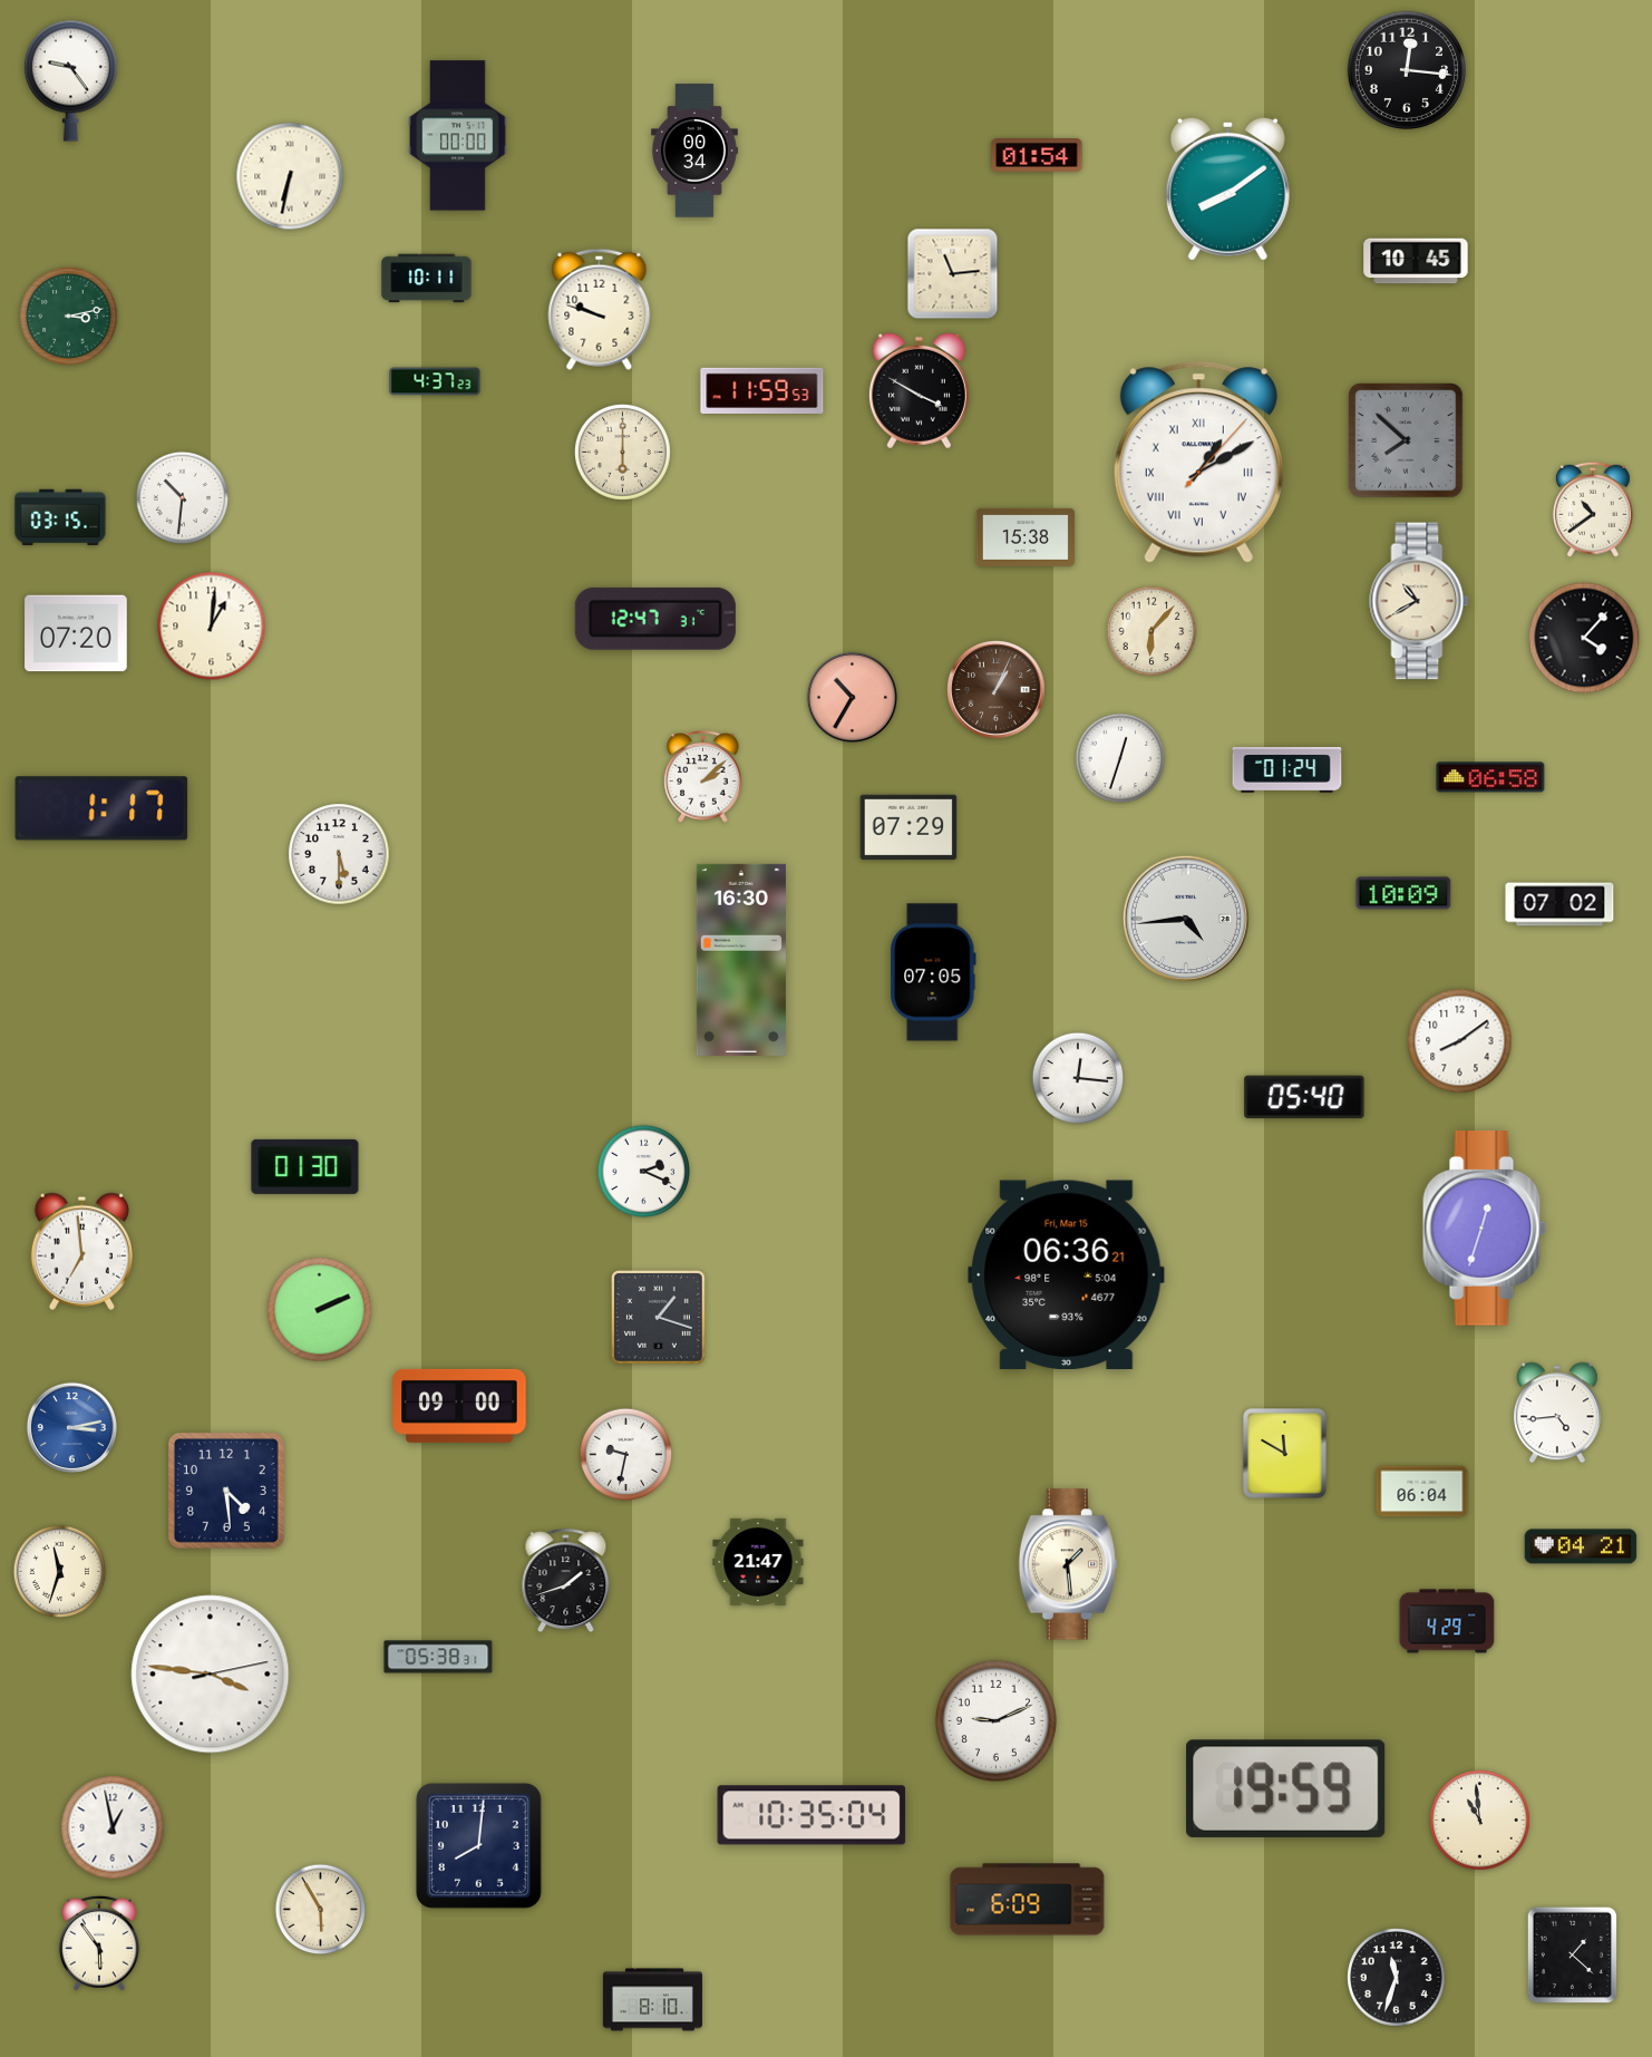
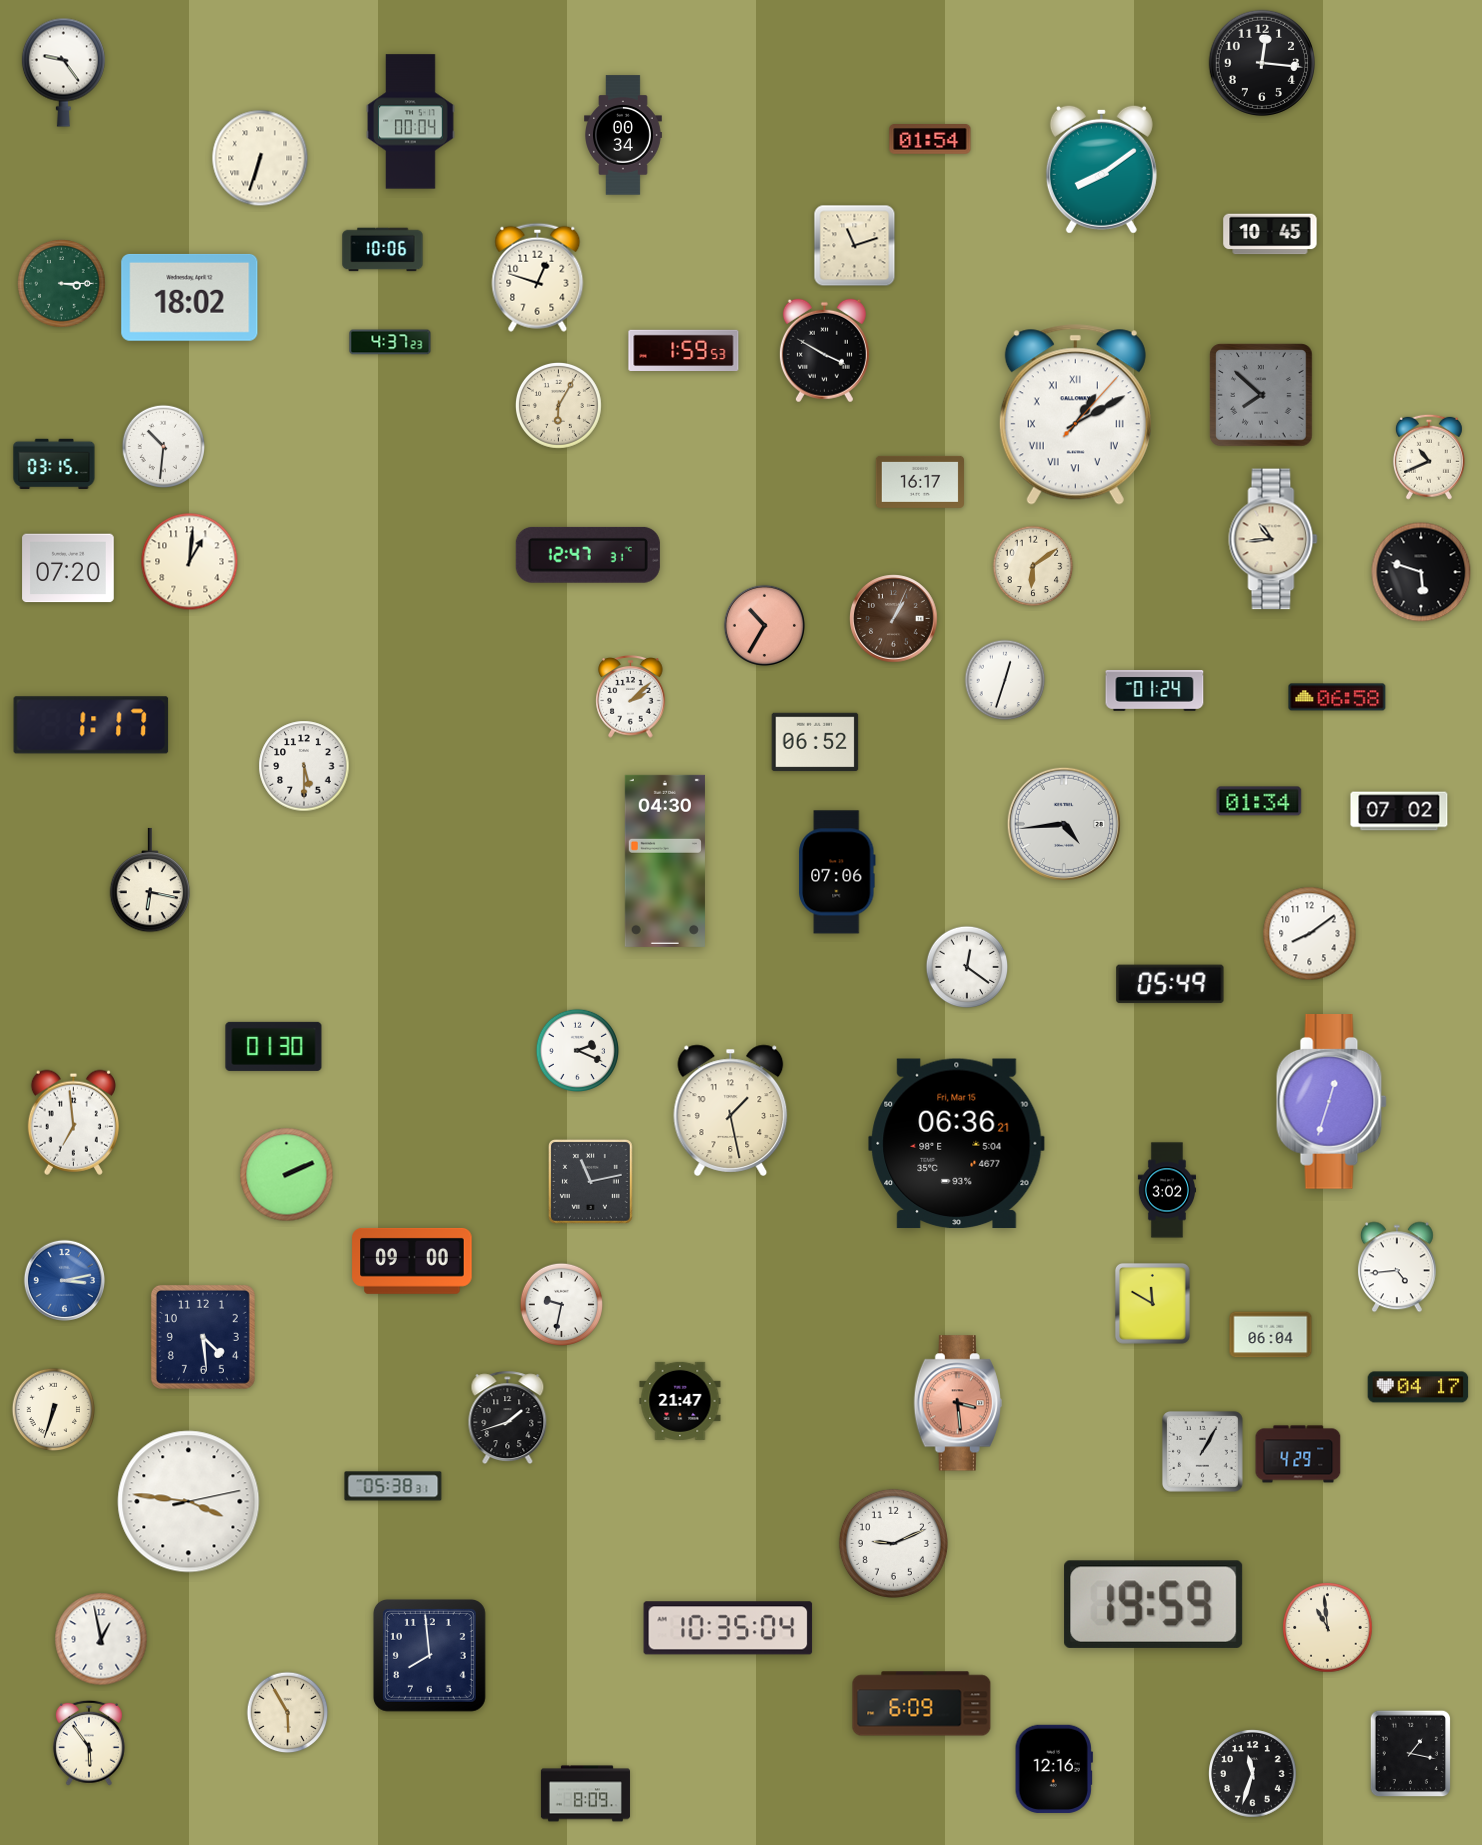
clock at (458, 136): 00:00 -> 00:04
clock at (290, 176): 6:32 -> 6:33
clock at (953, 274): 11:14 -> 11:12
clock at (427, 279): 10:11 -> 10:06
clock at (600, 309): 9:48 -> 12:48
clock at (69, 317): 3:13 -> 3:15
clock at (190, 297): none -> 18:02
clock at (762, 390): 11:59 -> 1:59
clock at (622, 452): 6:00 -> 6:05
clock at (1593, 510): 10:39 -> 10:41
clock at (1024, 537): 15:38 -> 16:17
clock at (1419, 601): 10:40 -> 10:44
clock at (1151, 631): 6:07 -> 6:09
clock at (1584, 638): 4:07 -> 5:48
clock at (908, 827): 07:29 -> 06:52
clock at (1403, 893): 10:09 -> 01:34
clock at (741, 960): 16:30 -> 04:30
clock at (934, 972): 07:05 -> 07:06
clock at (150, 880): none -> 6:17
clock at (1078, 1078): 12:16 -> 12:21
clock at (1304, 1097): 05:40 -> 05:49
clock at (731, 1110): none -> 1:28
clock at (658, 1317): 1:18 -> 11:13
clock at (1166, 1190): none -> 3:02
clock at (1422, 1492) position: (1422, 1492) -> (1271, 1335)
clock at (1581, 1546): 04:21 -> 04:17
clock at (1068, 1564): 1:29 -> 3:29
clock at (1068, 1564) dial: cream -> salmon
clock at (59, 1571): 11:33 -> 6:33
clock at (1202, 1451): none -> 1:05
clock at (1480, 1821) position: (1480, 1821) -> (1328, 1628)
clock at (478, 1845): 8:01 -> 7:59
clock at (1573, 1956): 1:22 -> 1:17
clock at (1054, 1769): none -> 12:16
clock at (652, 2000): 8:10 -> 8:09
